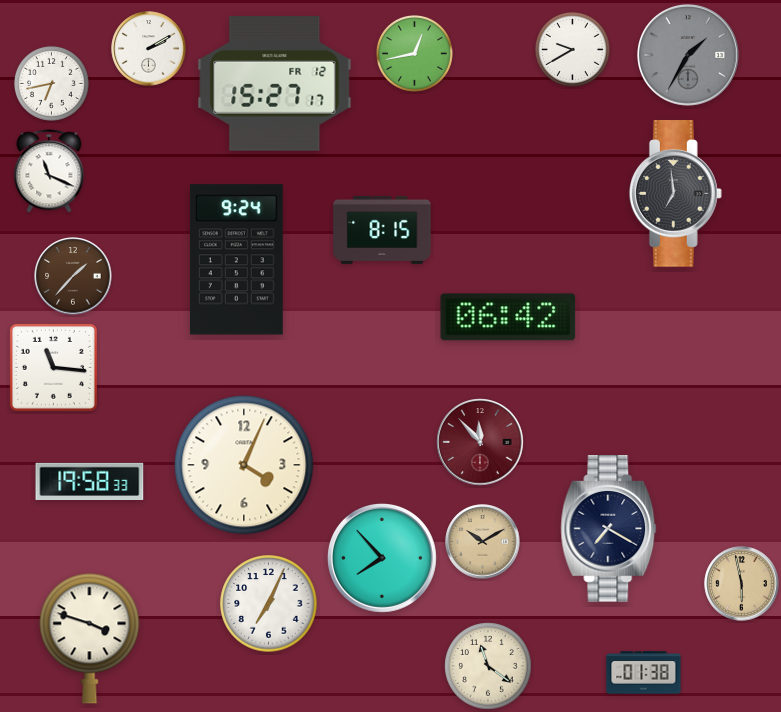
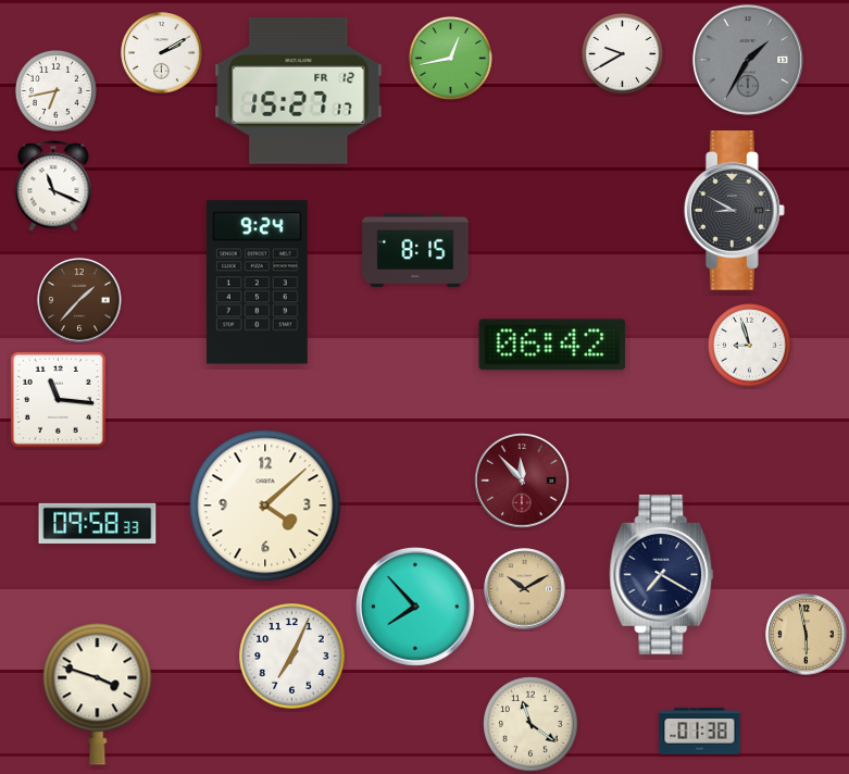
clock at (675, 194): 6:59 -> 8:50
clock at (750, 346): none -> 8:57
clock at (244, 465): 4:04 -> 4:08
clock at (90, 481): 19:58 -> 09:58
